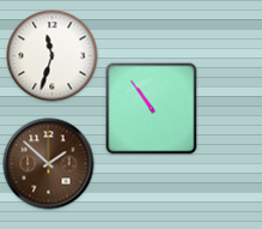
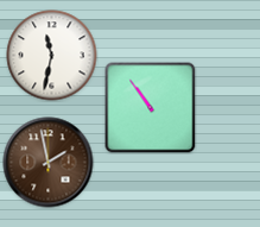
clock at (53, 56): 11:33 -> 11:32
clock at (49, 164): 1:52 -> 1:58
